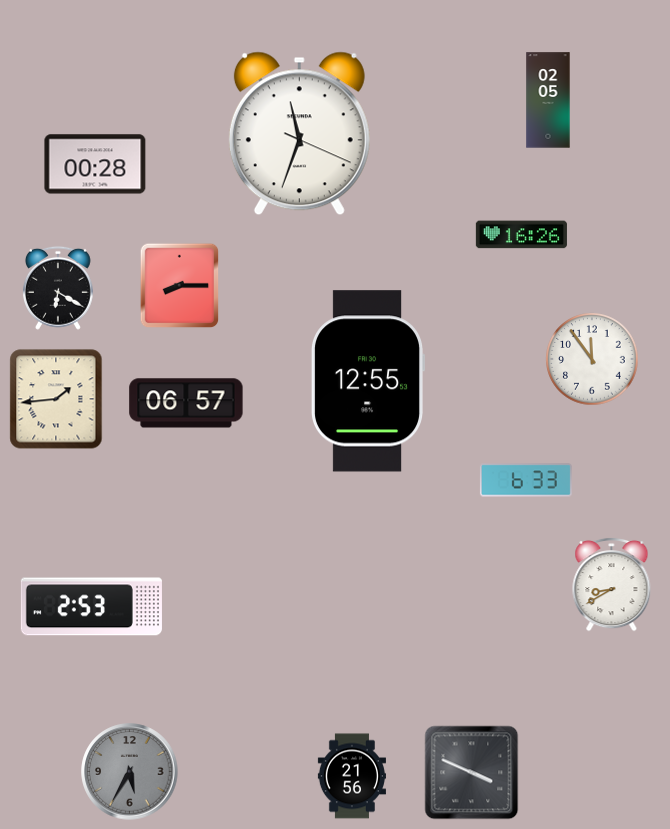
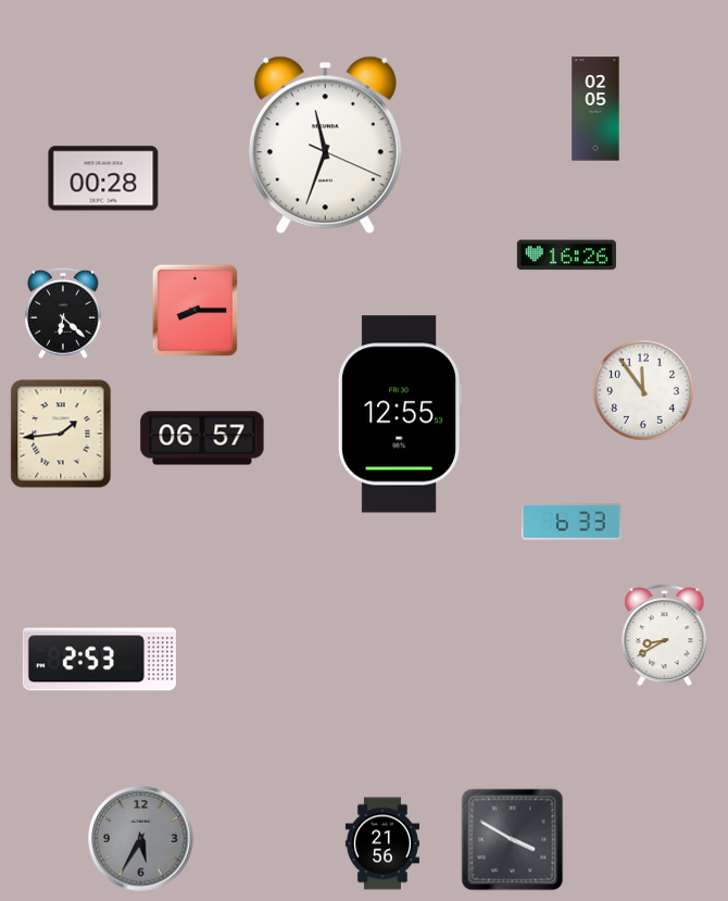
clock at (58, 288): 6:20 -> 6:22
clock at (472, 773): 3:49 -> 3:50
